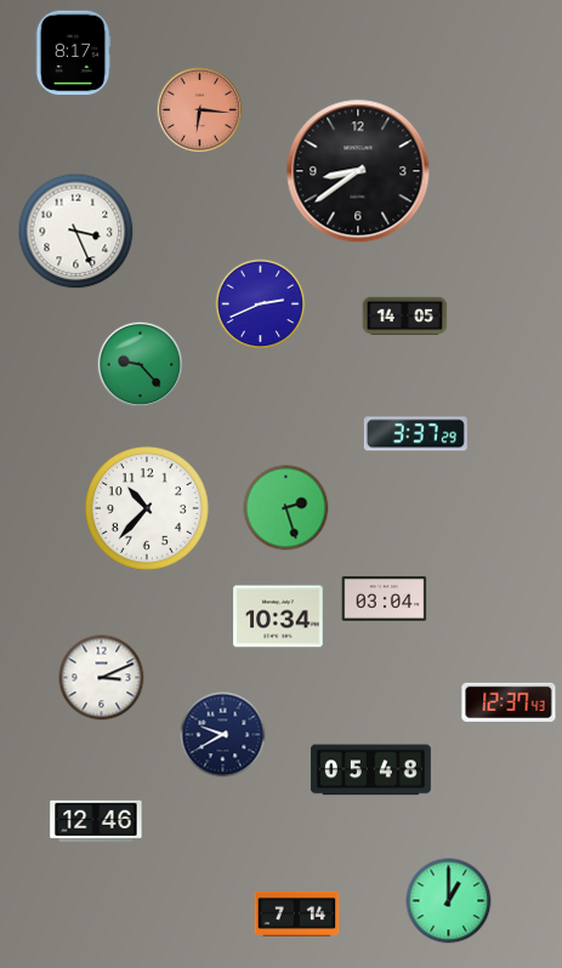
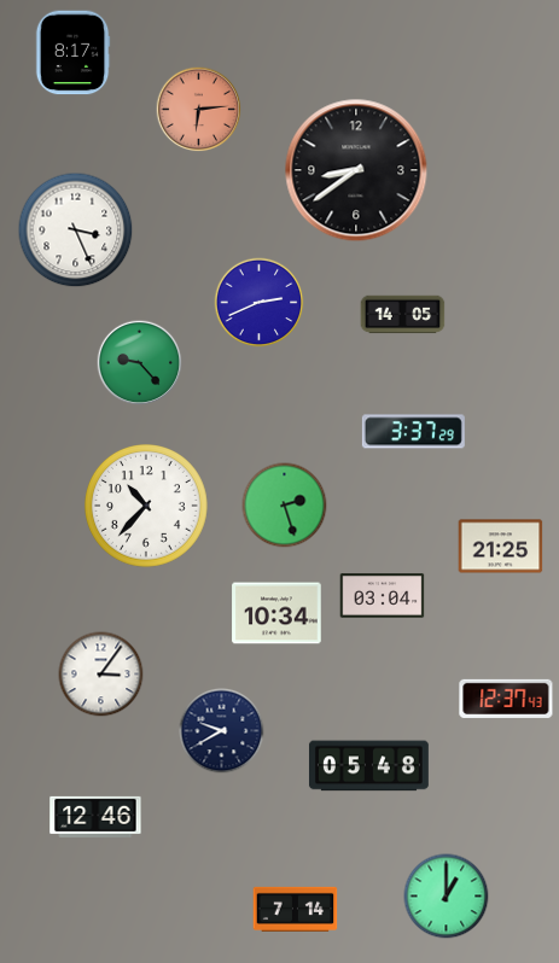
clock at (200, 110): 6:16 -> 6:14
clock at (501, 547): none -> 21:25
clock at (102, 678): 3:11 -> 3:06
